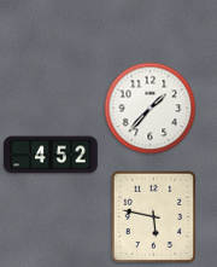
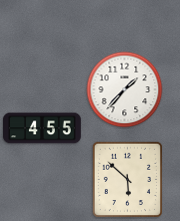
clock at (52, 155): 4:52 -> 4:55
clock at (153, 216): 5:47 -> 5:52
